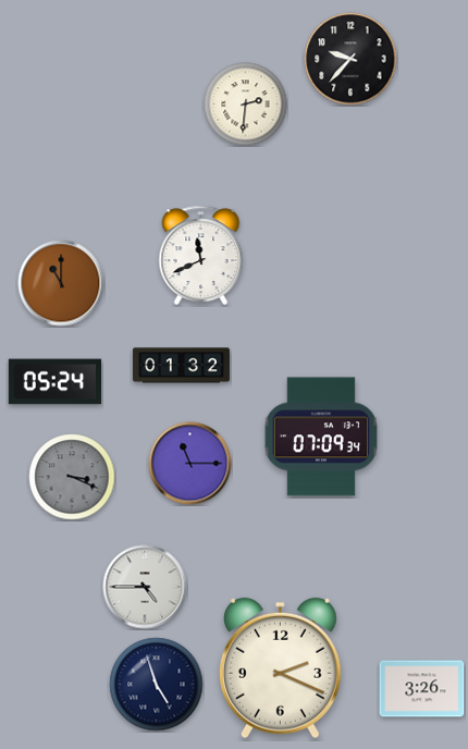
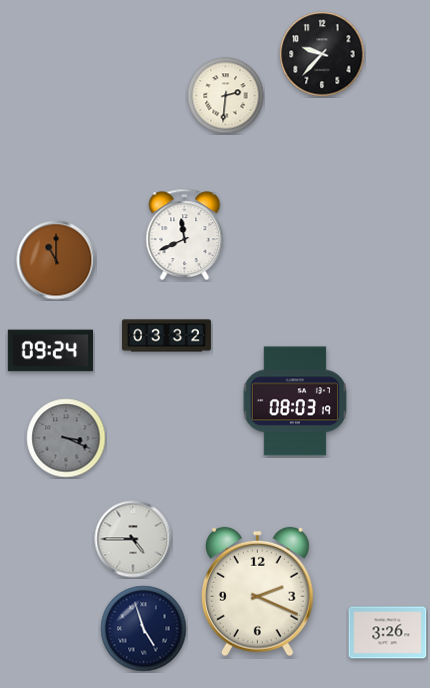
clock at (181, 366): 01:32 -> 03:32
clock at (54, 382): 05:24 -> 09:24
clock at (320, 437): 07:09 -> 08:03
clock at (190, 464): 11:15 -> none
clock at (280, 668) position: (280, 668) -> (257, 592)
